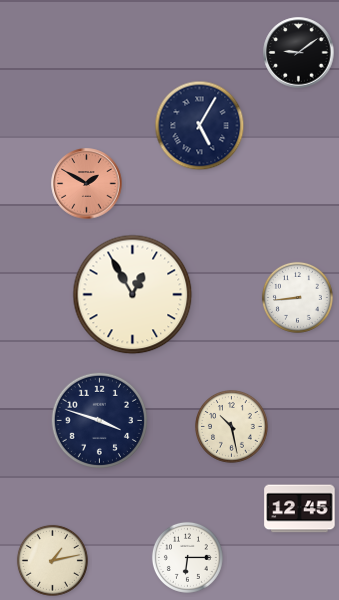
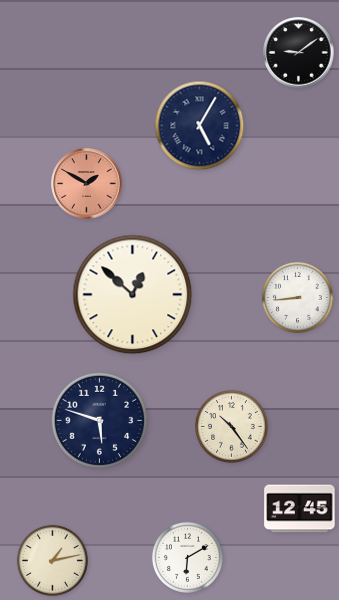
clock at (133, 295): 12:55 -> 12:52
clock at (99, 420): 3:48 -> 5:48
clock at (232, 427): 10:28 -> 10:24
clock at (187, 557): 6:15 -> 6:10
